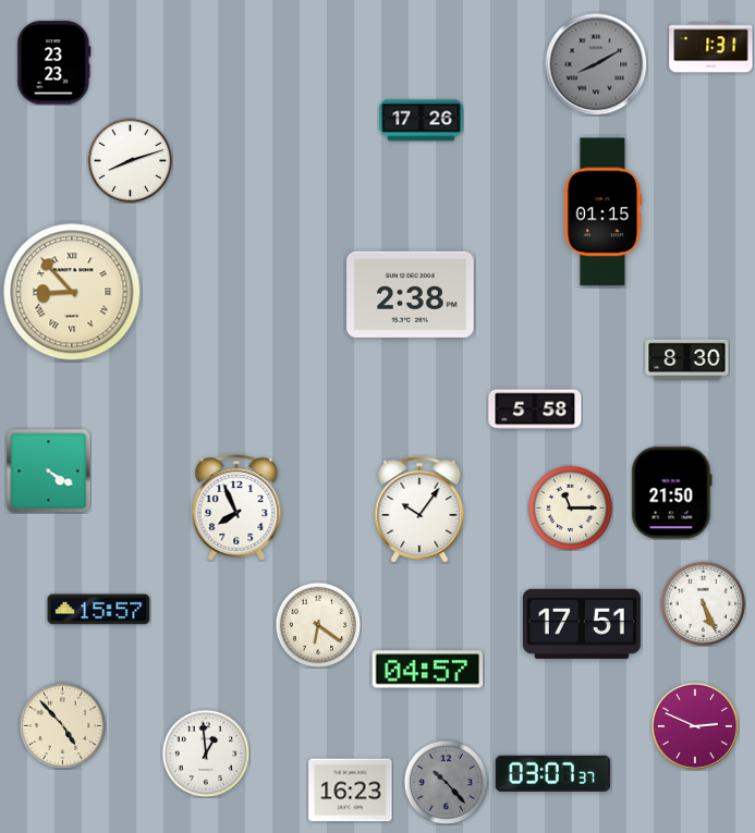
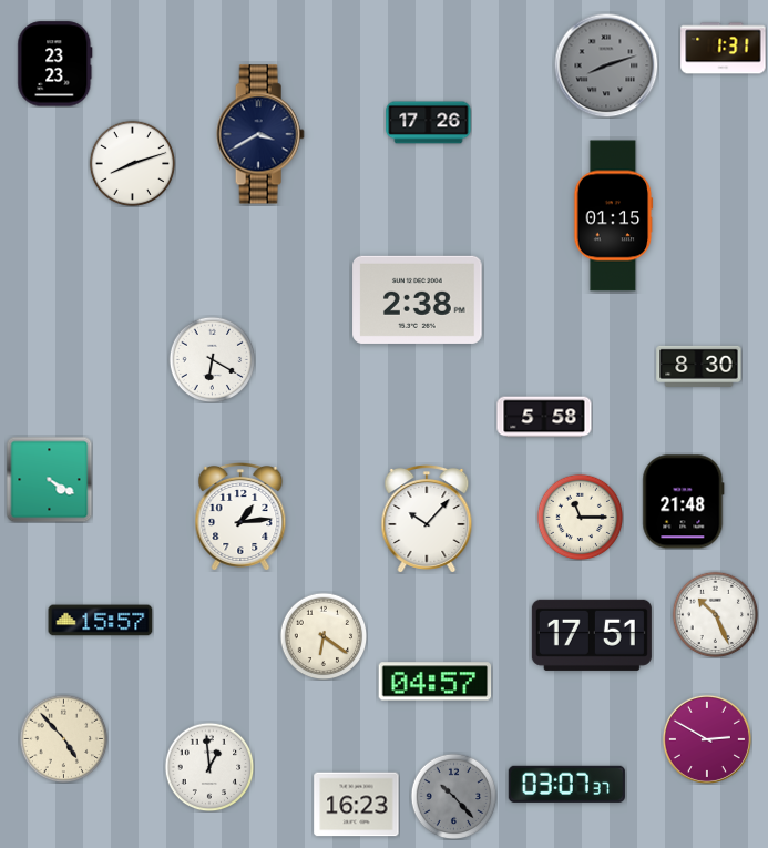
clock at (596, 64): 8:10 -> 8:12
clock at (260, 134): none -> 3:40
clock at (72, 292): 8:53 -> none
clock at (212, 359): none -> 6:20
clock at (672, 493): 21:50 -> 21:48
clock at (236, 507): 7:56 -> 1:14
clock at (419, 510): 10:06 -> 10:07
clock at (703, 603): 5:26 -> 10:26
clock at (695, 726): 2:49 -> 2:50
clock at (552, 773) position: (552, 773) -> (566, 784)
